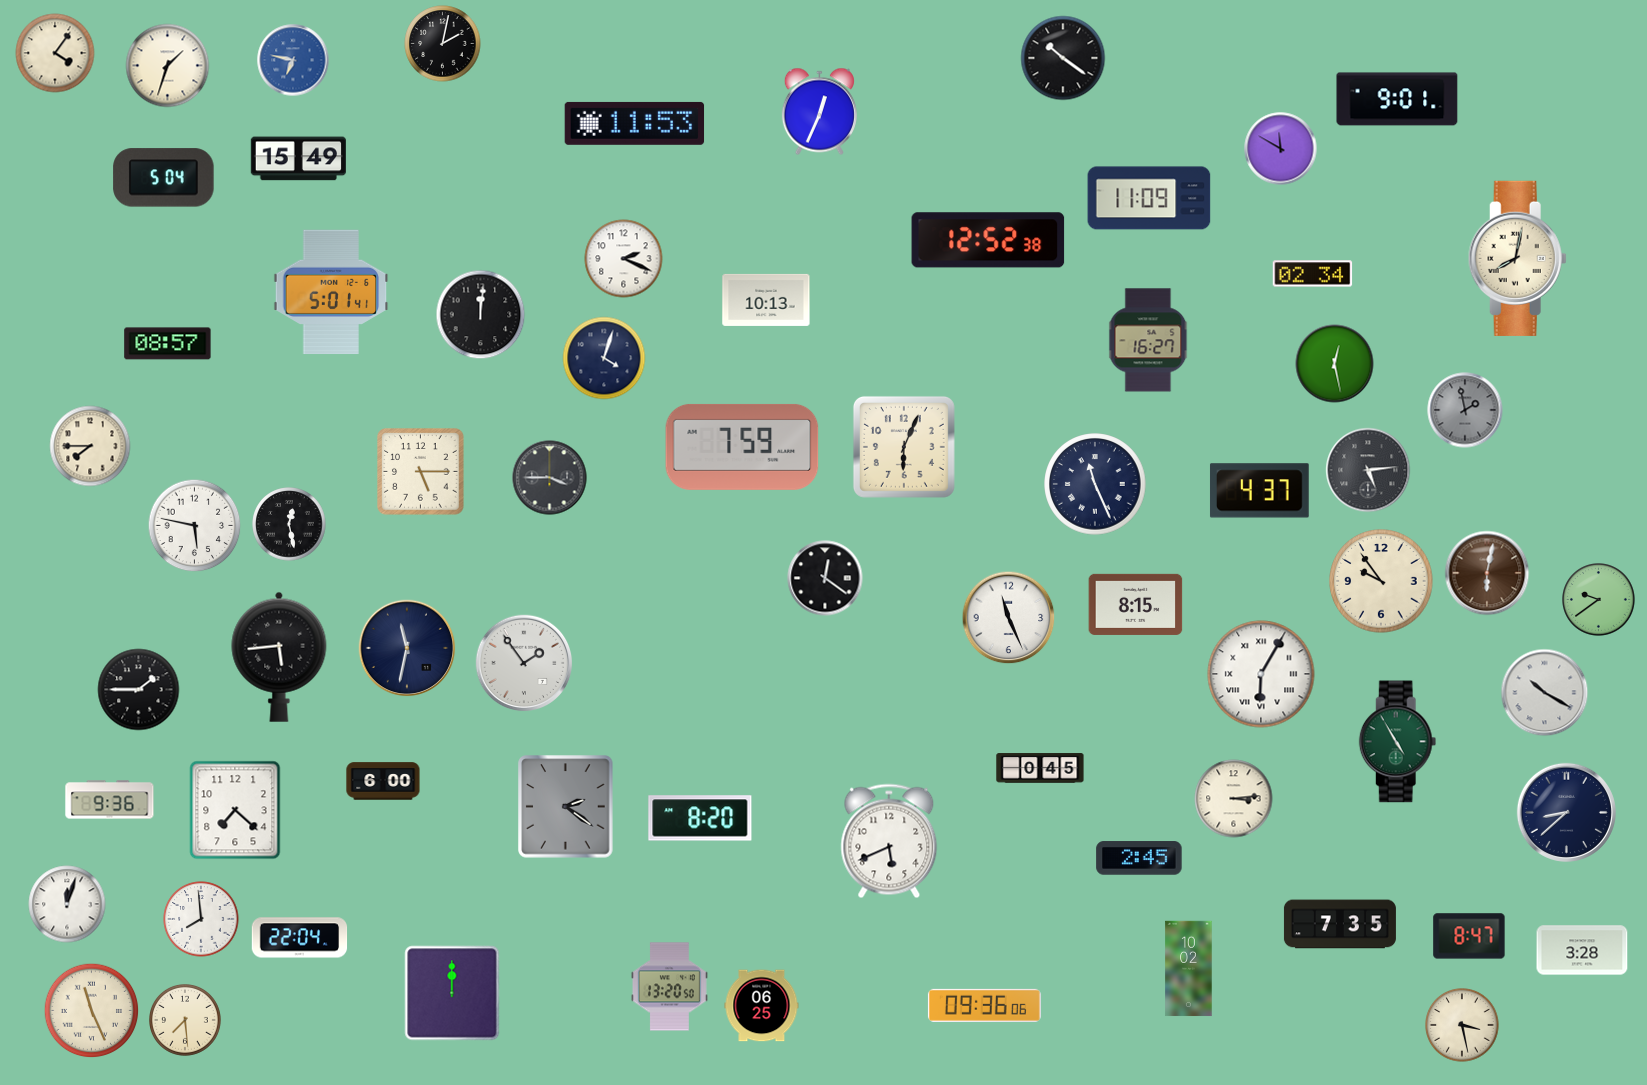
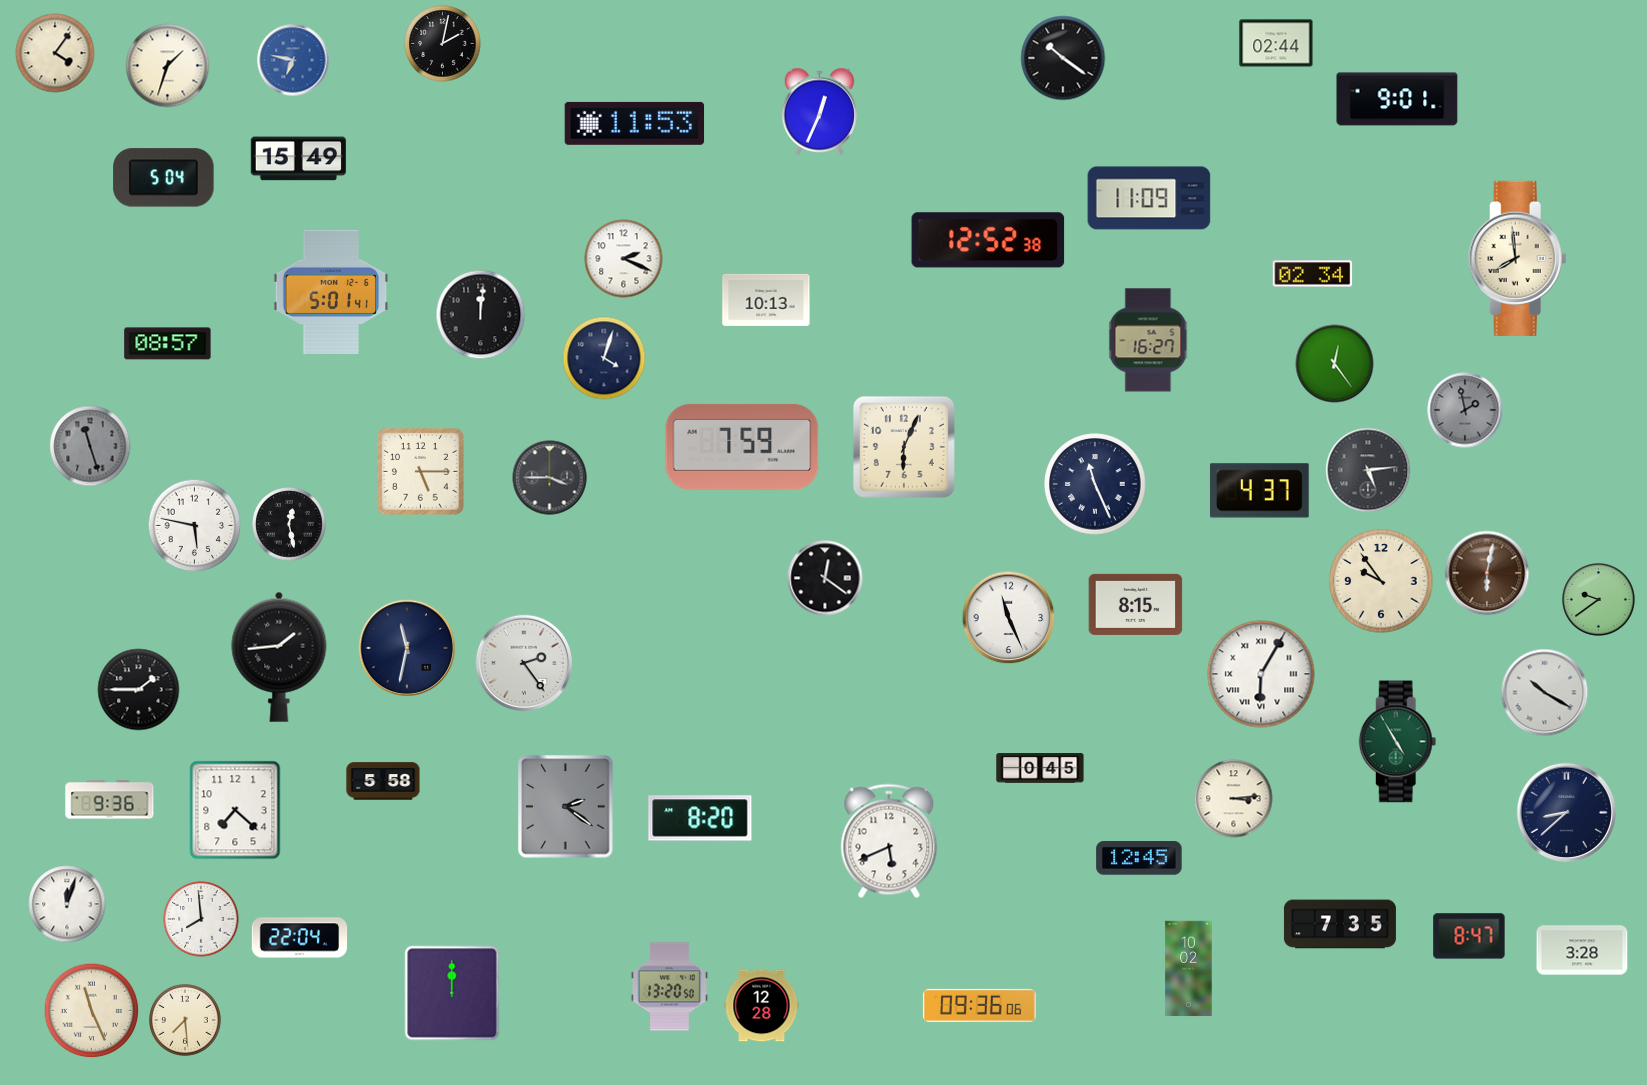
clock at (1276, 43): none -> 02:44
clock at (1281, 149): 11:50 -> none
clock at (1517, 258): 8:02 -> 7:59
clock at (1335, 364): 12:28 -> 12:24
clock at (90, 446): 7:45 -> 11:27
clock at (90, 446) dial: cream -> grey
clock at (279, 657): 5:44 -> 1:44
clock at (524, 663): 1:54 -> 2:24
clock at (383, 781): 6:00 -> 5:58
clock at (1139, 858): 2:45 -> 12:45
clock at (984, 1005) position: (984, 1005) -> (979, 1005)
clock at (762, 1006): 06:25 -> 12:28
clock at (1462, 1025): 3:28 -> none
